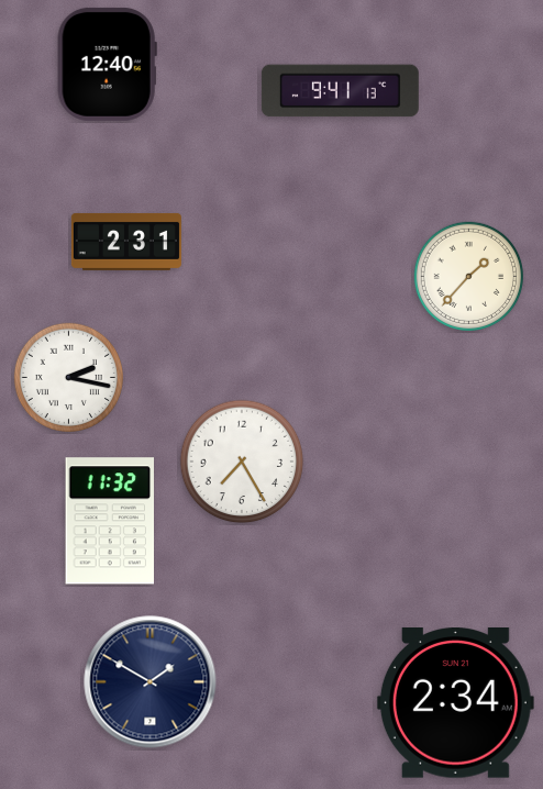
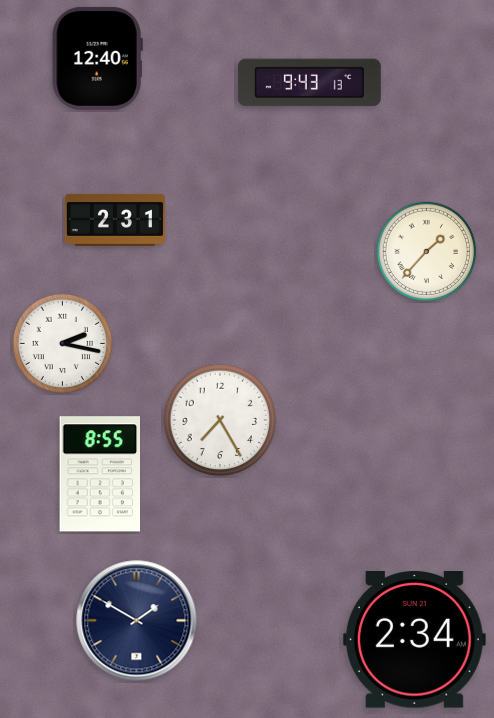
clock at (340, 91): 9:41 -> 9:43
clock at (110, 521): 11:32 -> 8:55
